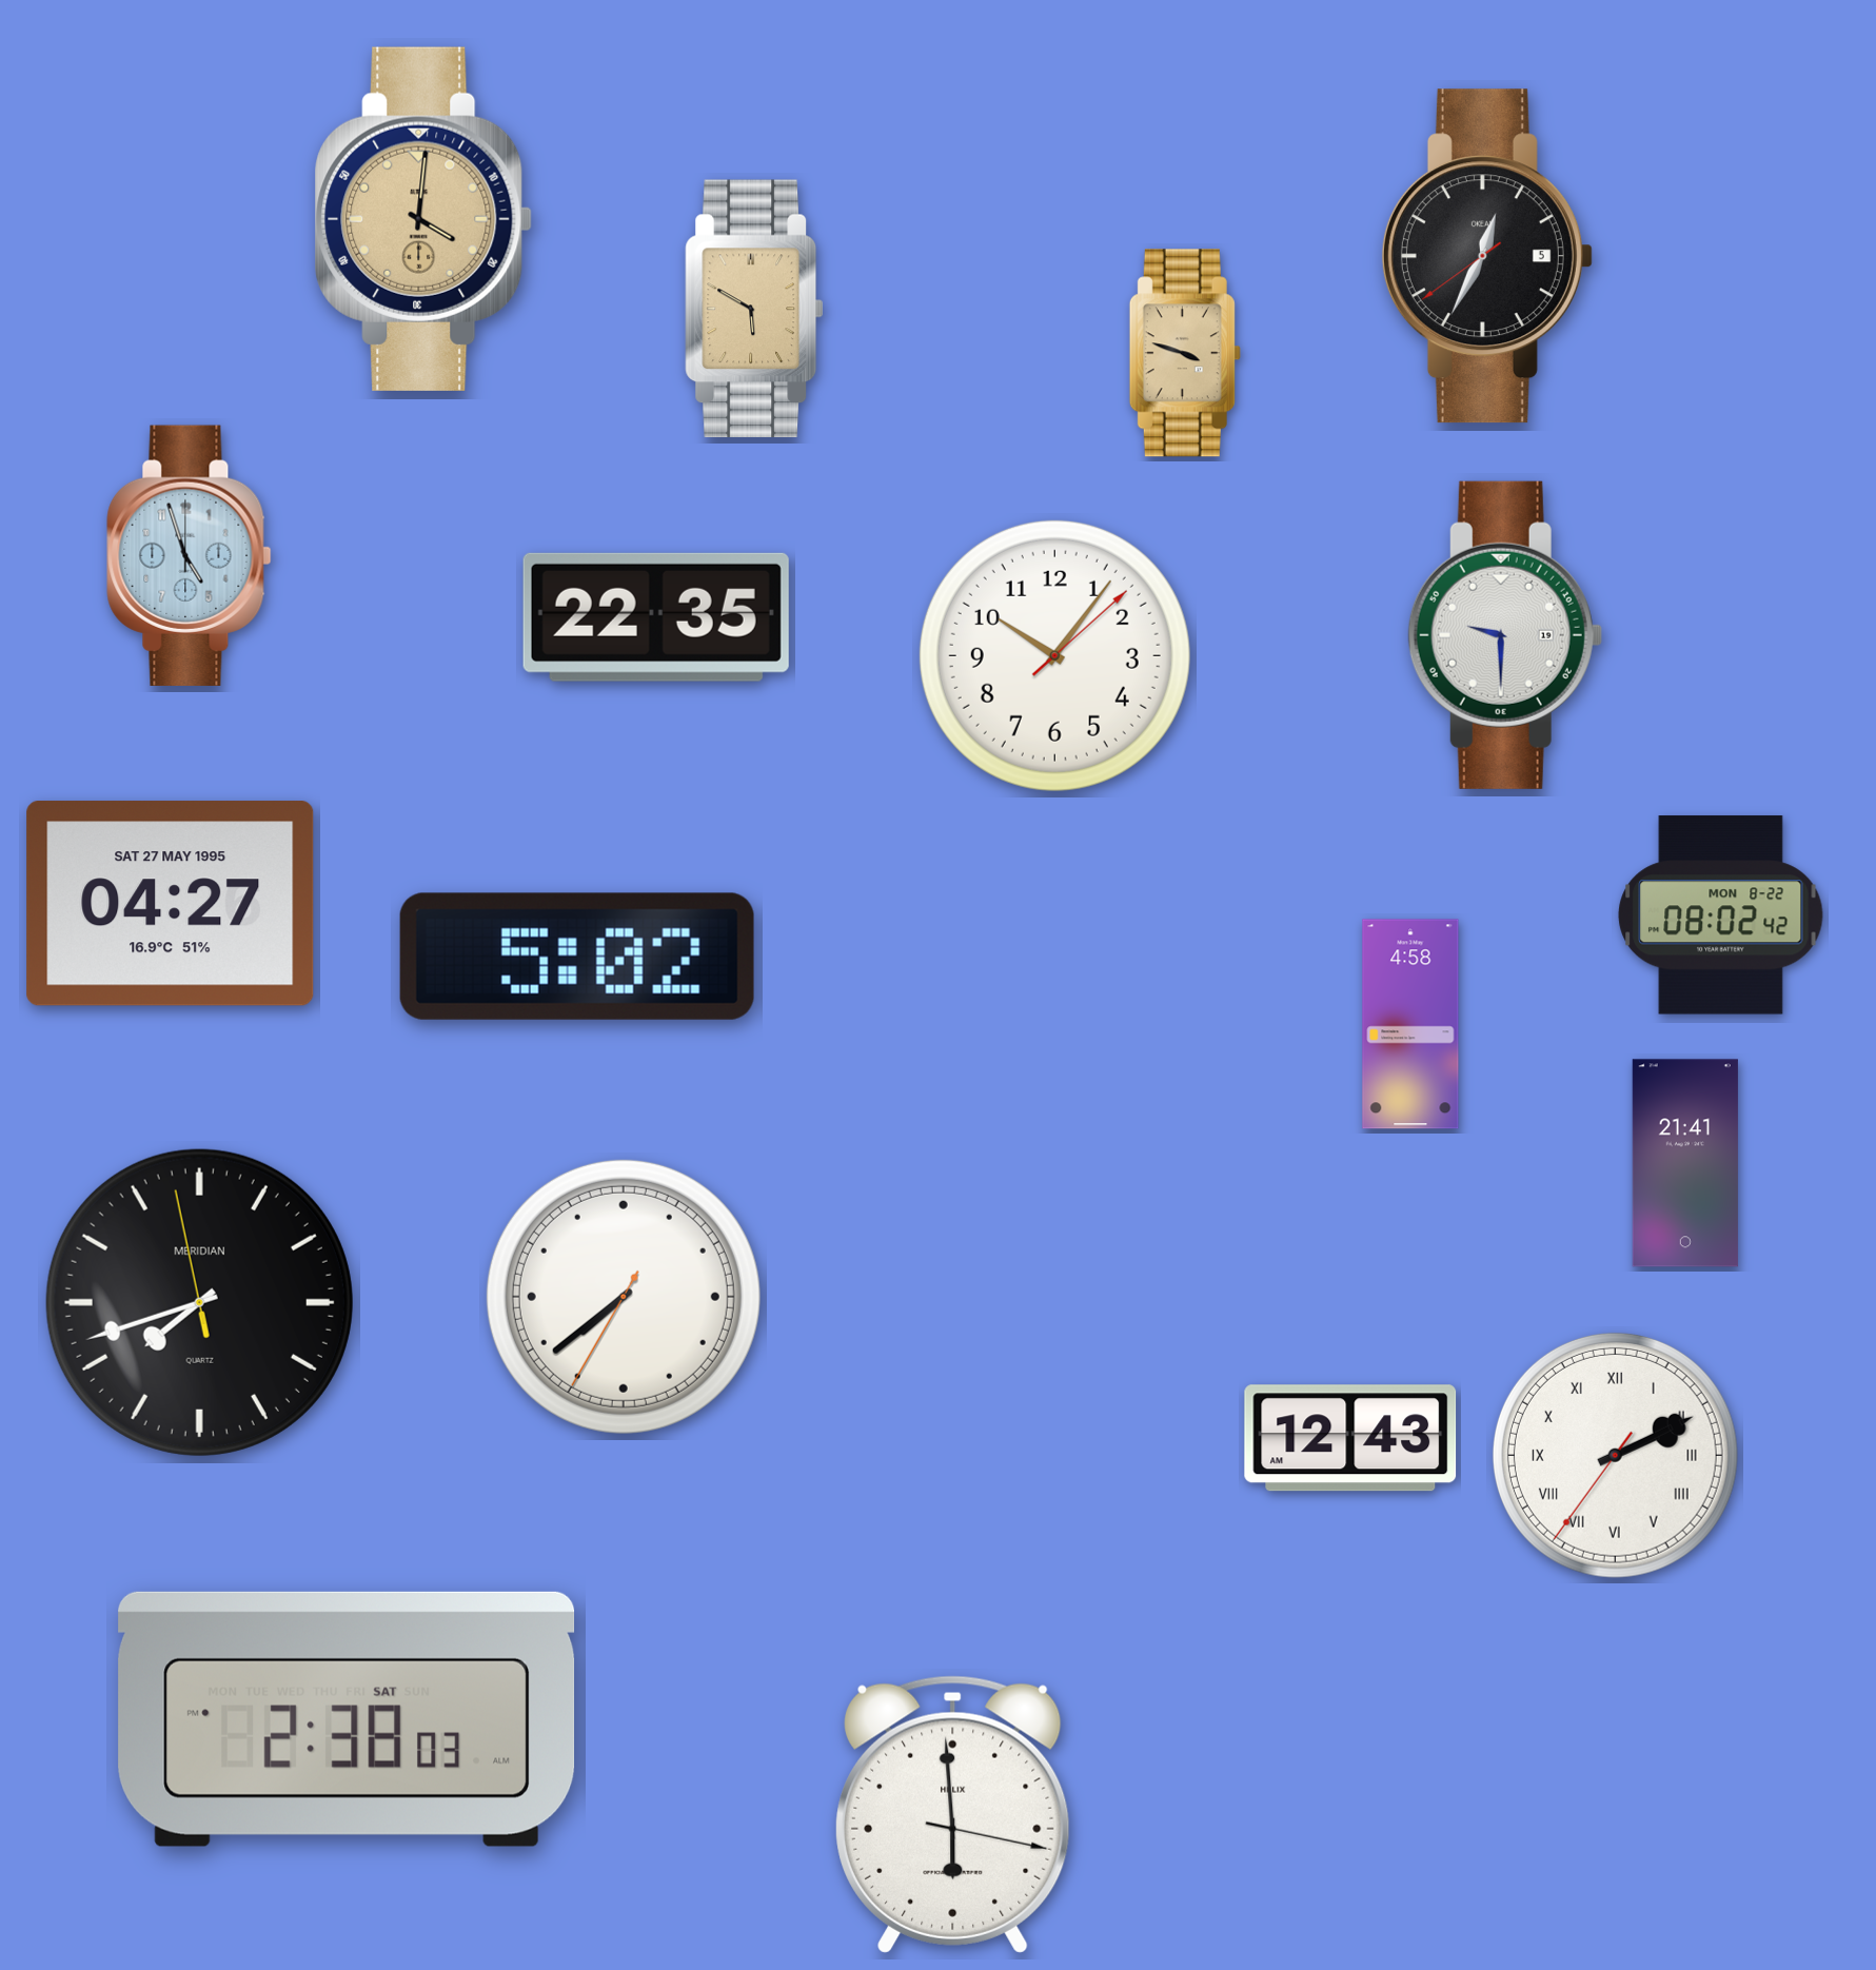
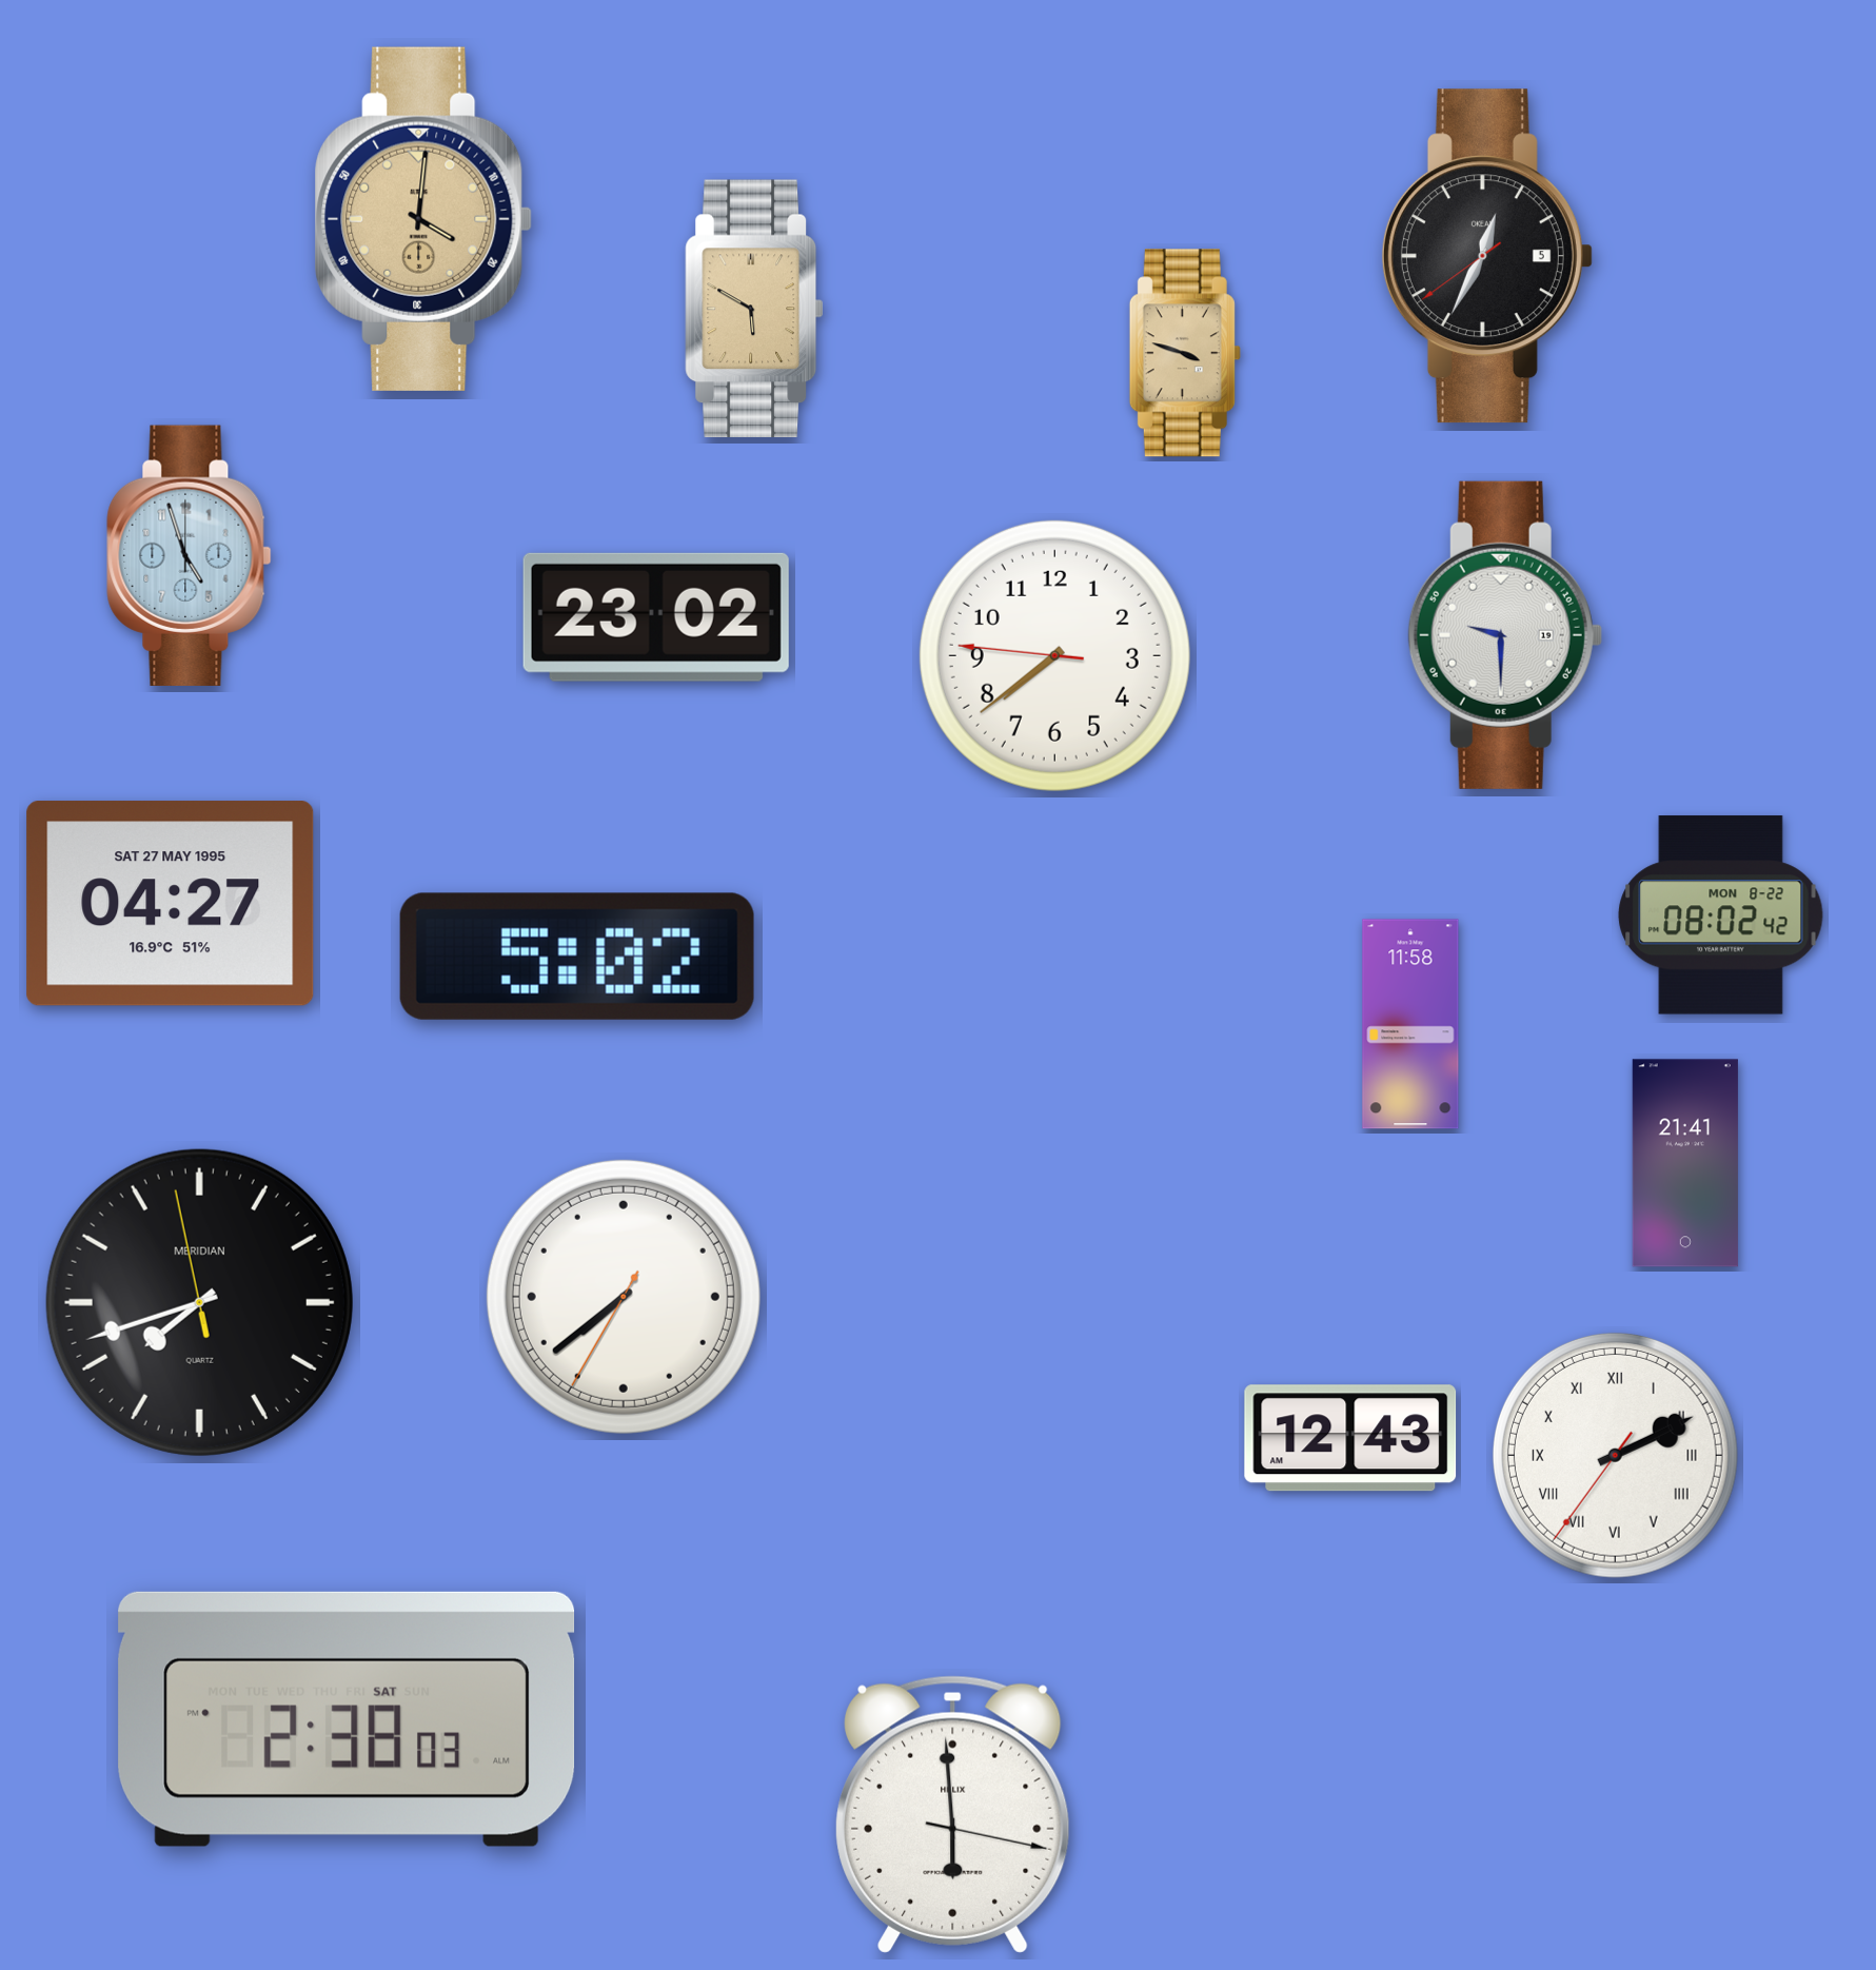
clock at (656, 617): 22:35 -> 23:02
clock at (1054, 655): 10:06 -> 7:38
clock at (1410, 1024): 4:58 -> 11:58
